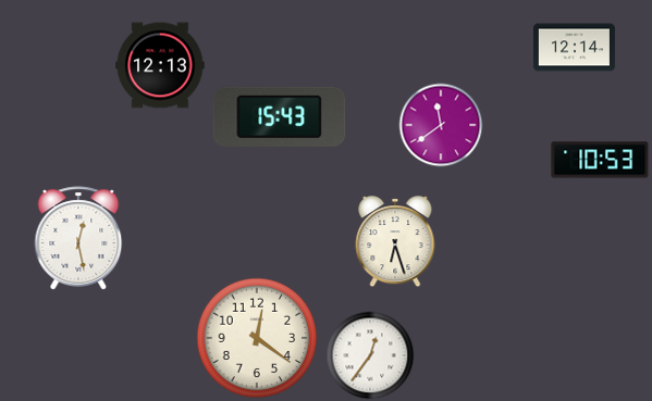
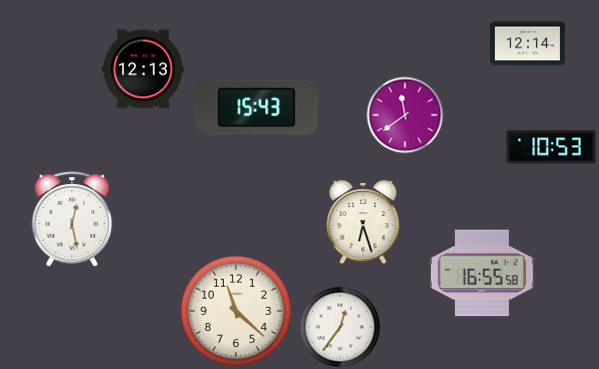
clock at (160, 65) position: (160, 65) -> (143, 69)
clock at (482, 273): none -> 16:55
clock at (257, 338): 12:21 -> 11:22
